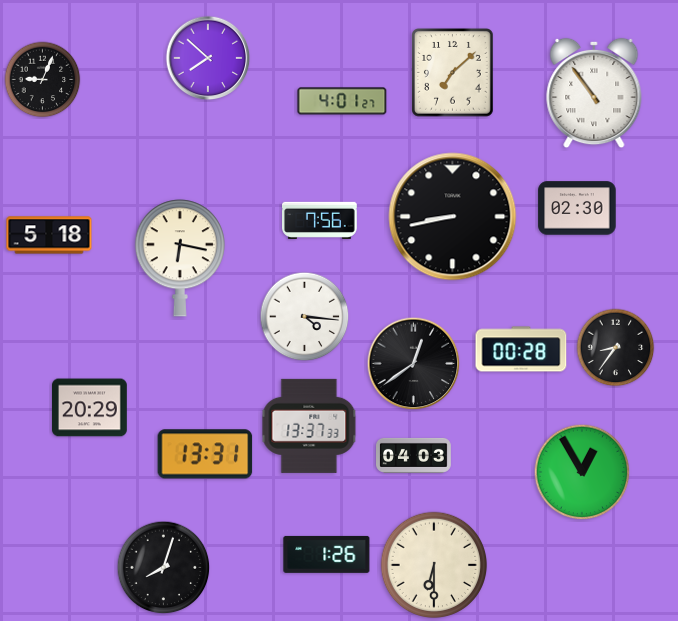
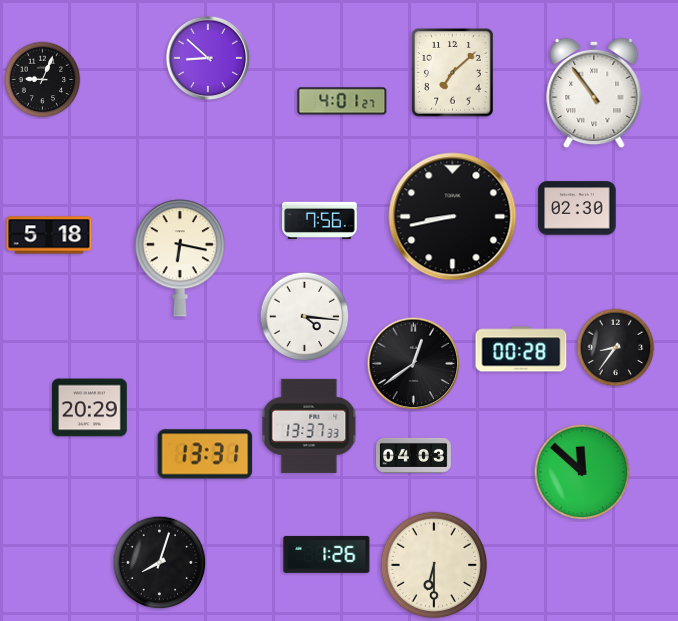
clock at (208, 58): 7:52 -> 8:52
clock at (582, 472): 12:55 -> 11:52
clock at (164, 568) position: (164, 568) -> (160, 563)
